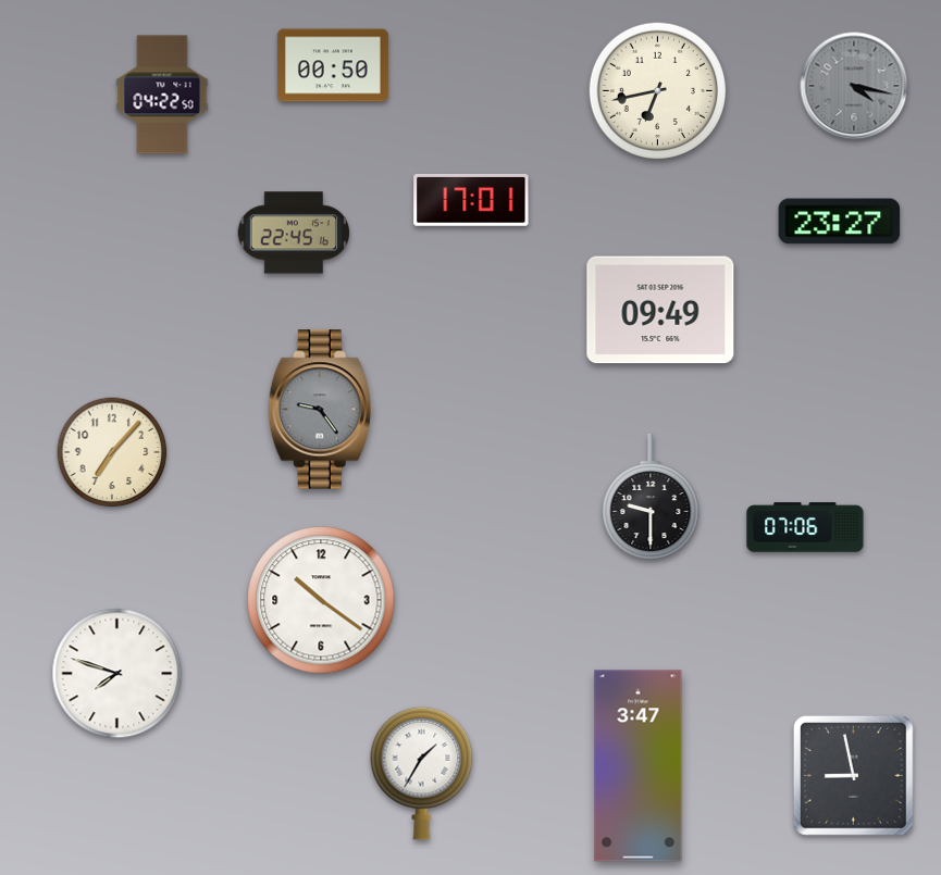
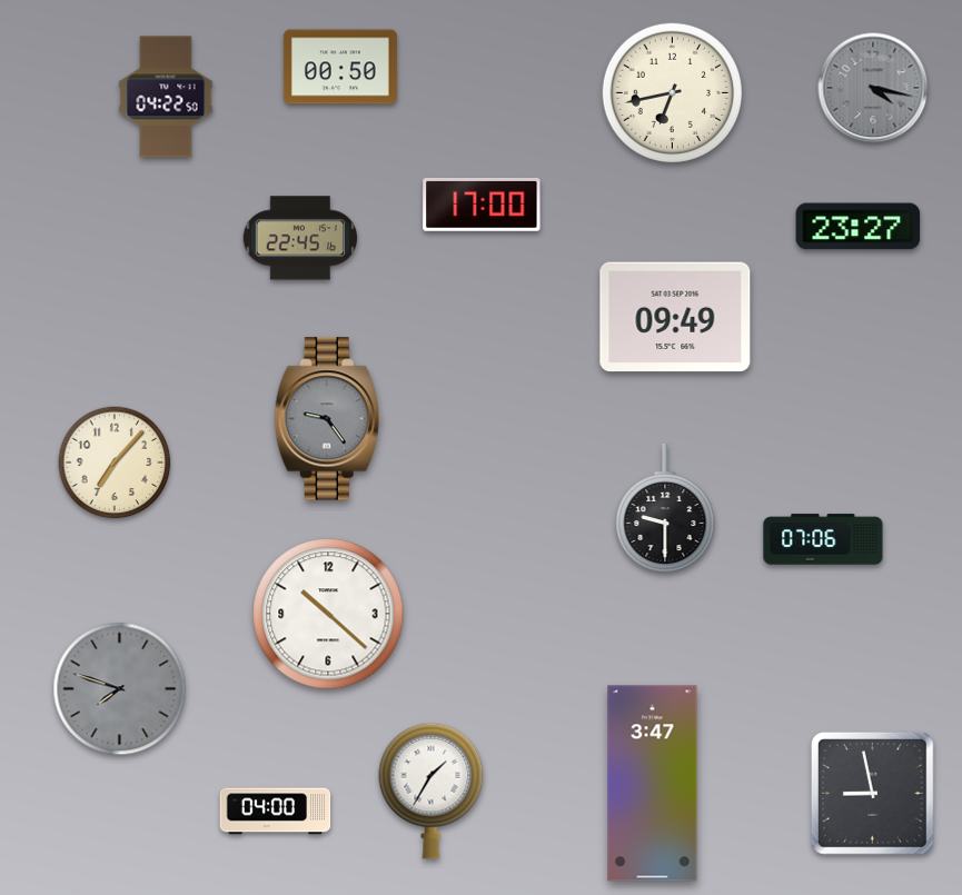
clock at (471, 200): 17:01 -> 17:00
clock at (321, 600): 10:21 -> 10:22
clock at (117, 674) dial: white -> grey
clock at (276, 812): none -> 04:00
